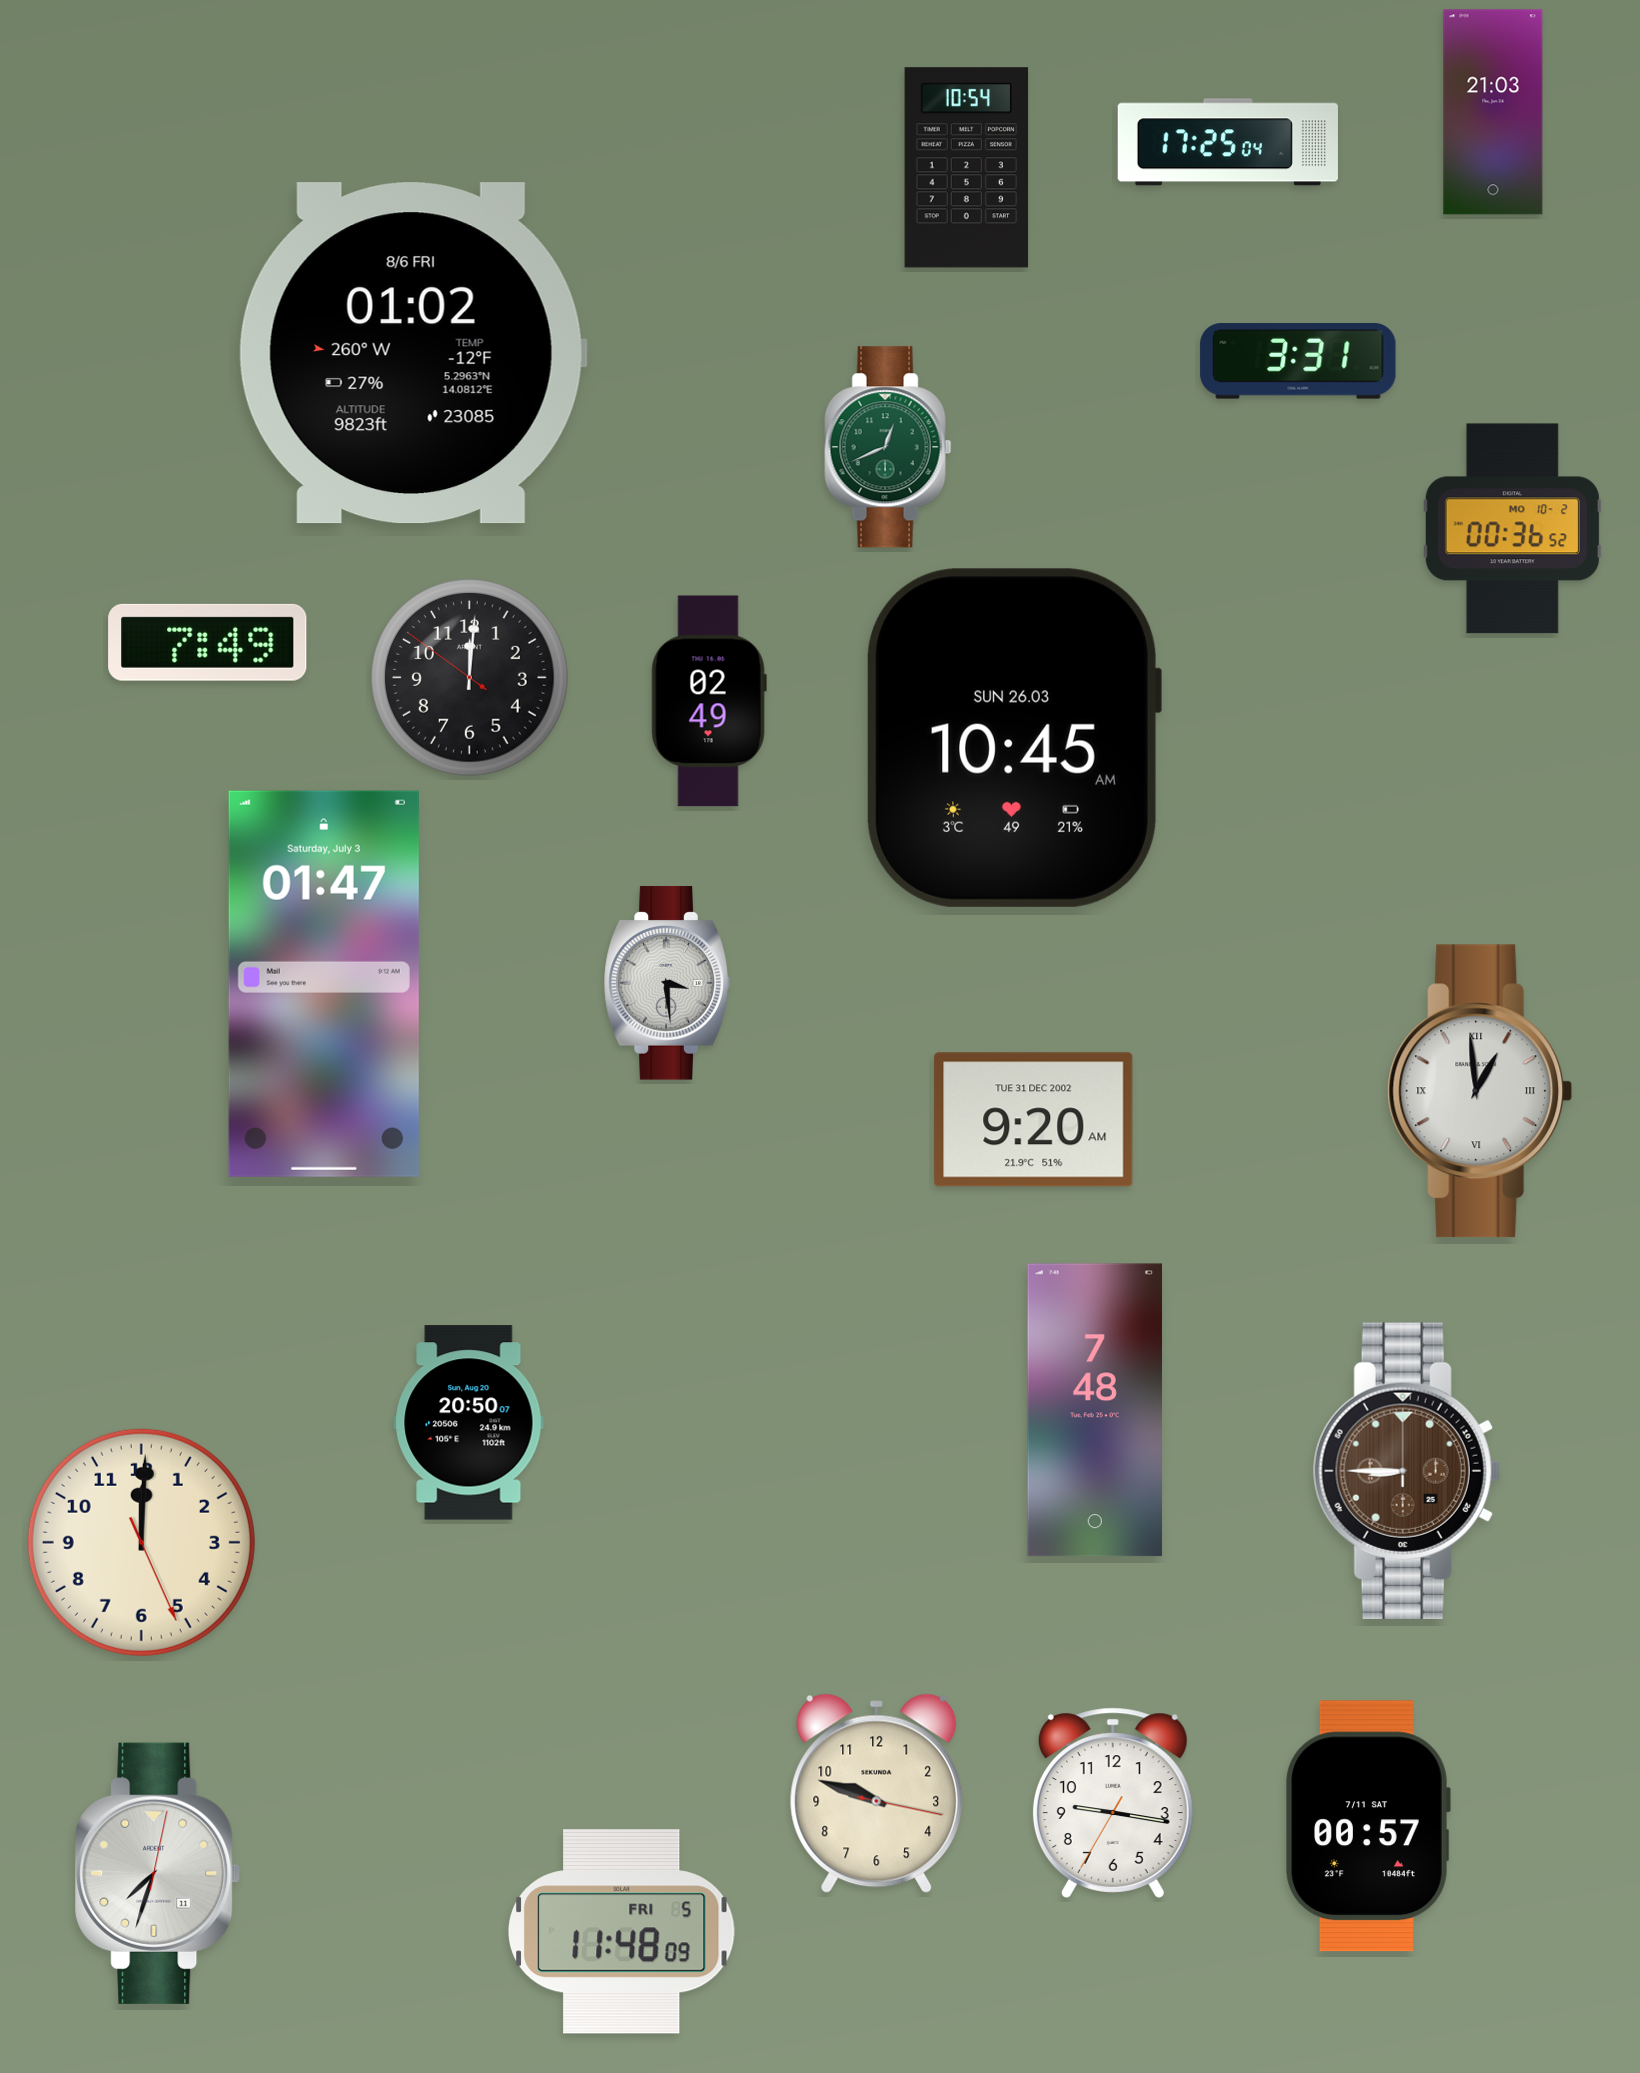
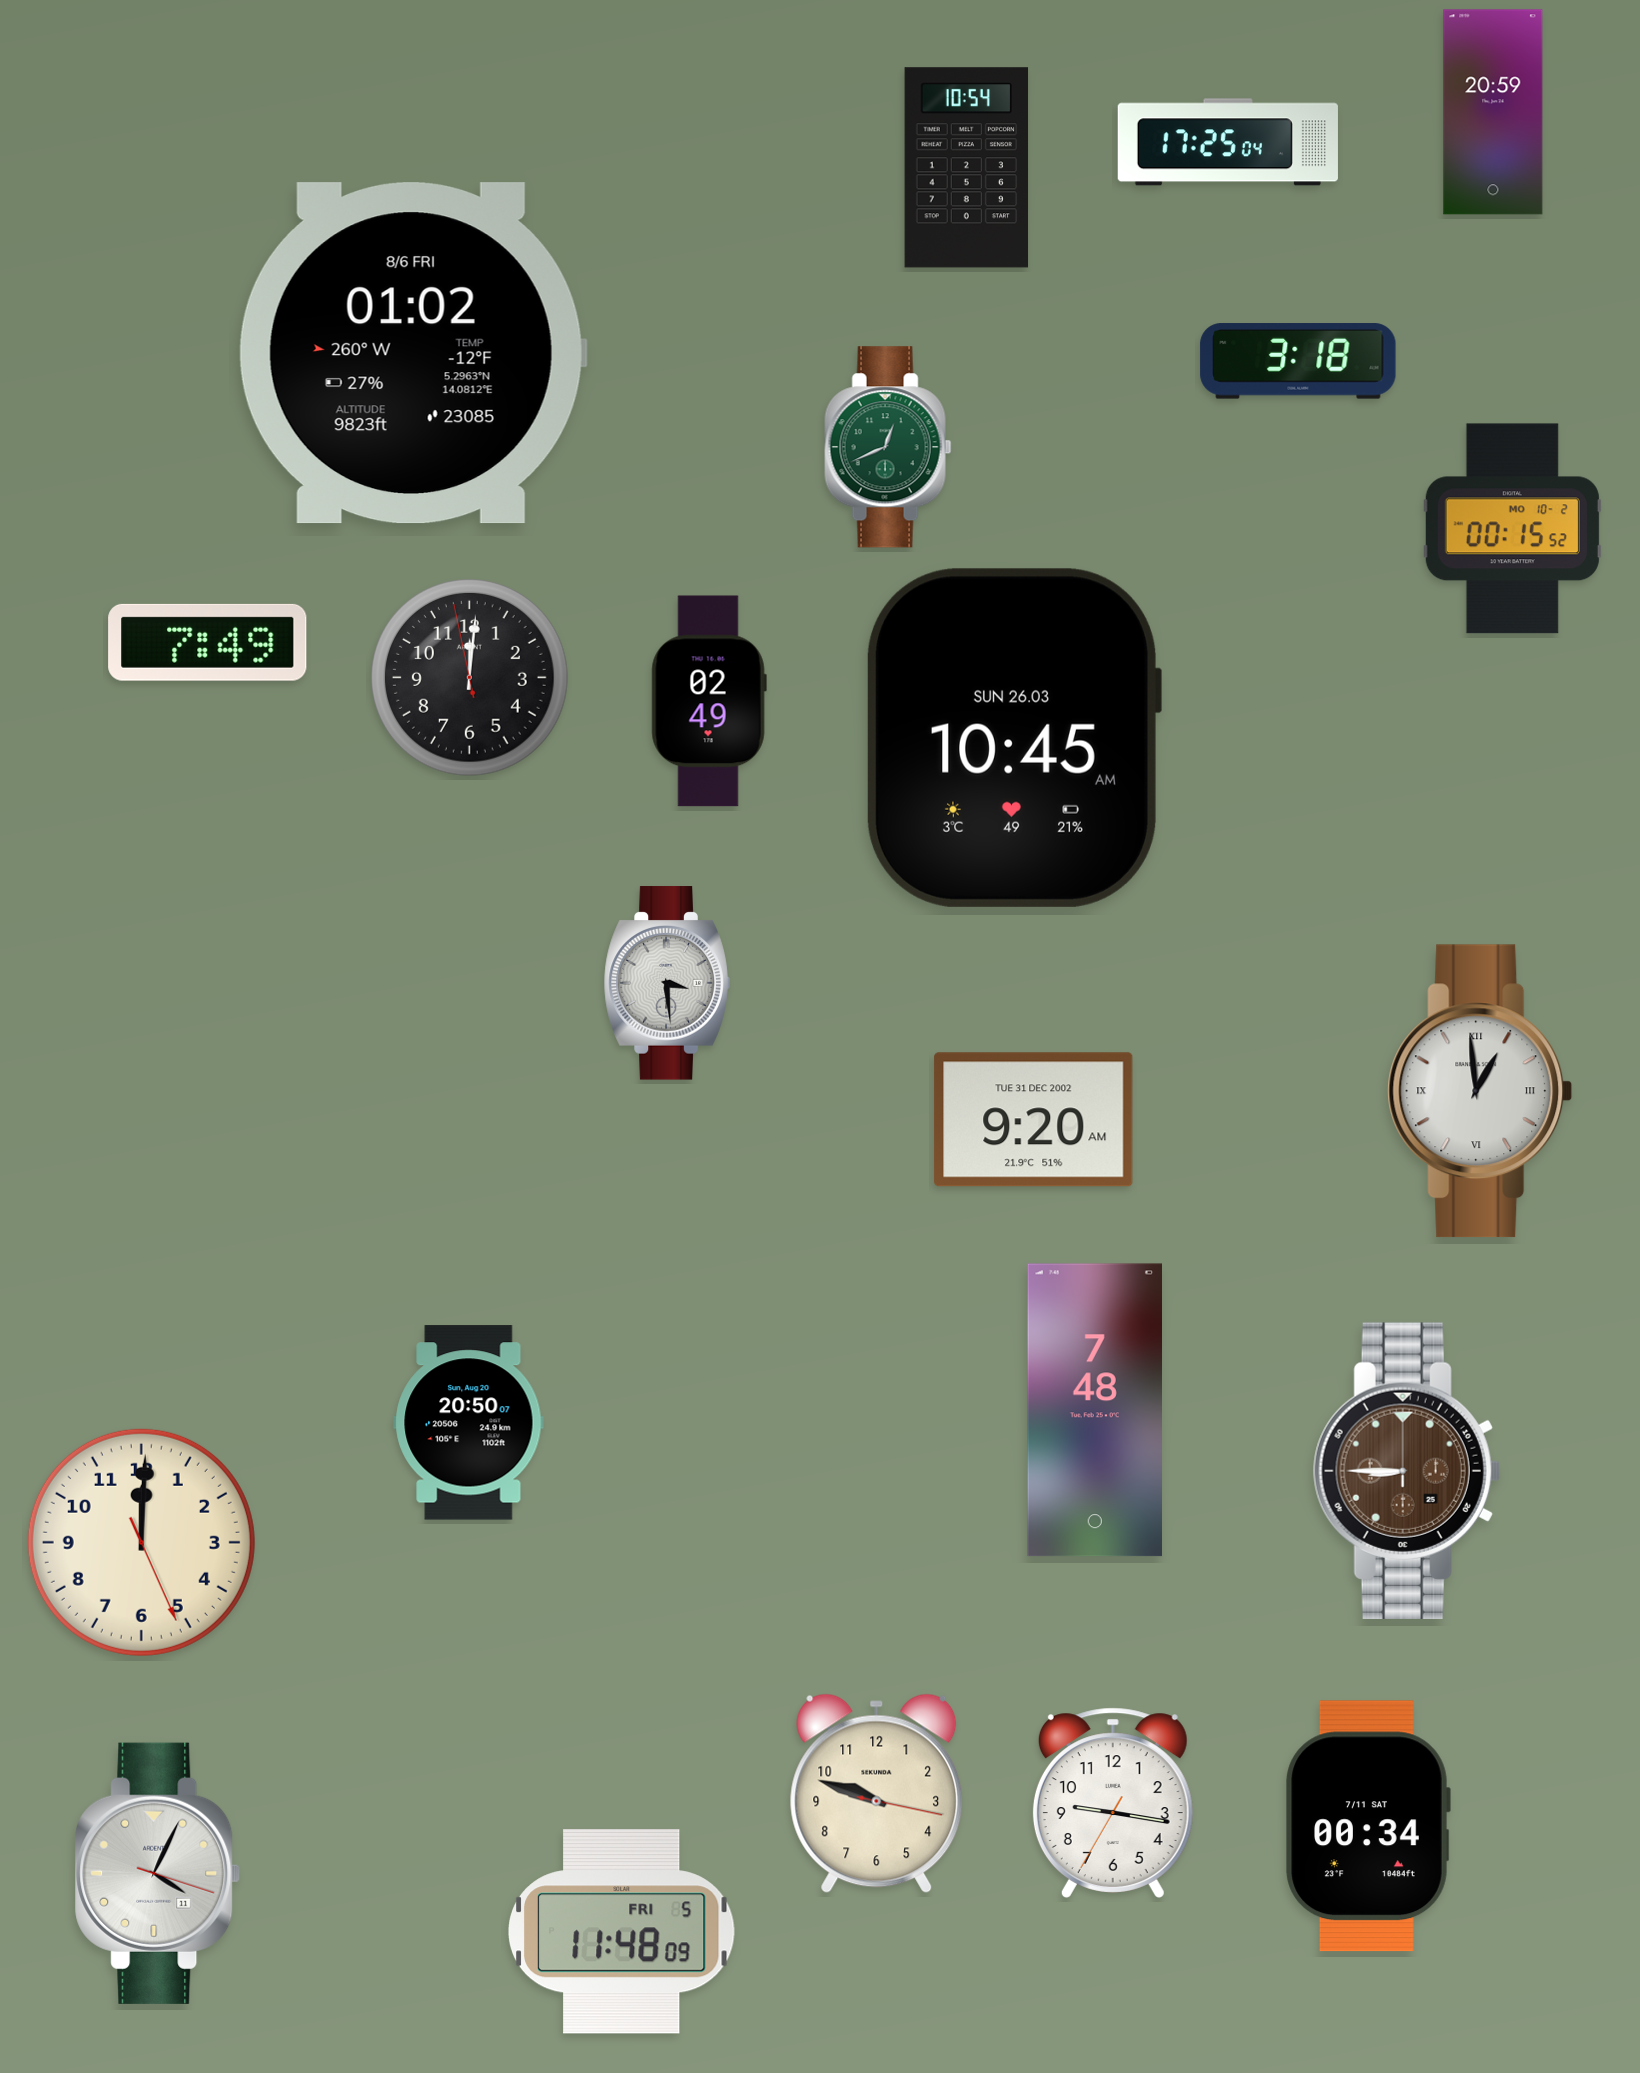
clock at (1493, 112): 21:03 -> 20:59
clock at (1298, 361): 3:31 -> 3:18
clock at (1512, 529): 00:36 -> 00:15
clock at (469, 677): 12:00:51 -> 12:00:58
clock at (324, 984): 01:47 -> none
clock at (1368, 1826): 00:57 -> 00:34
clock at (158, 1873): 7:33 -> 4:04
